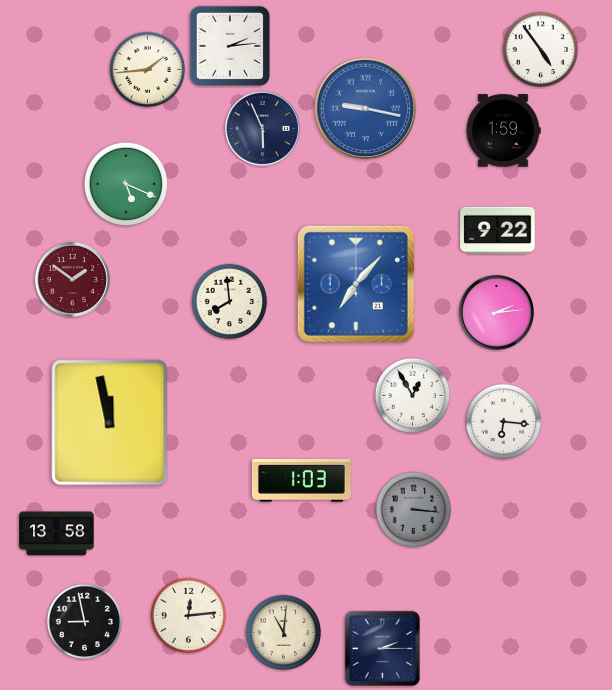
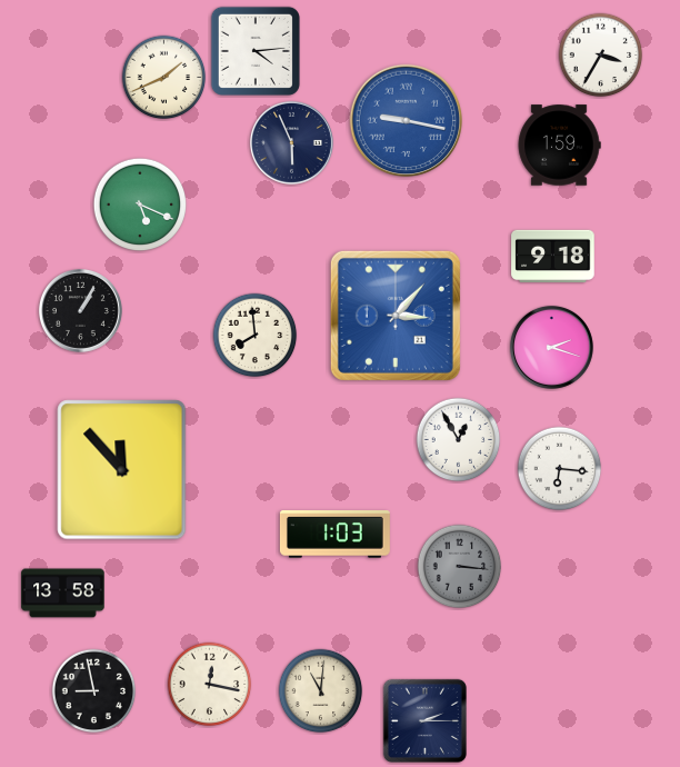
clock at (230, 46): 2:14 -> 4:14
clock at (541, 50): 4:54 -> 3:35
clock at (148, 70): 1:44 -> 1:41
clock at (498, 230): 9:22 -> 9:18
clock at (72, 279): 1:51 -> 1:05
clock at (72, 279) dial: burgundy -> black
clock at (356, 284): 7:07 -> 3:07
clock at (496, 312): 2:14 -> 2:18
clock at (110, 423): 11:58 -> 11:53
clock at (189, 616): 12:14 -> 12:17
clock at (284, 633) position: (284, 633) -> (321, 691)
